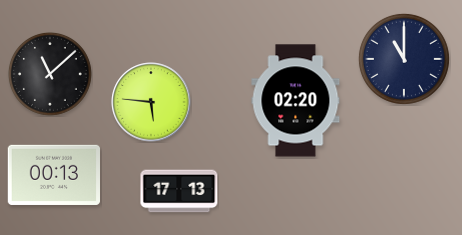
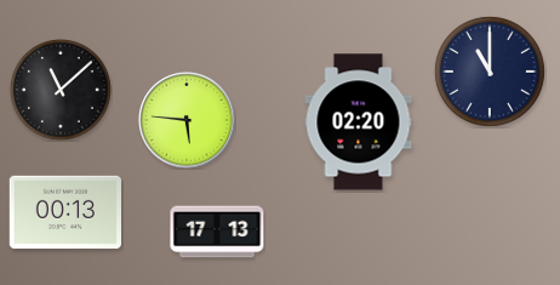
clock at (151, 102) position: (151, 102) -> (187, 120)
